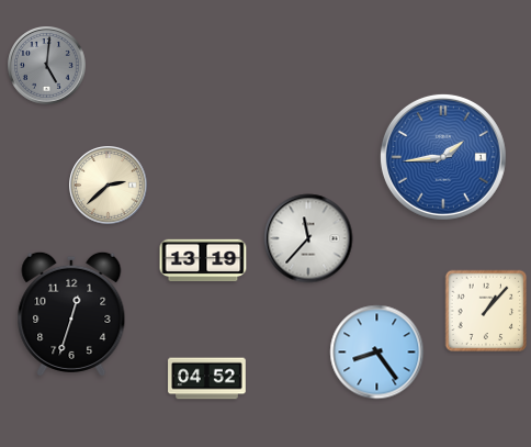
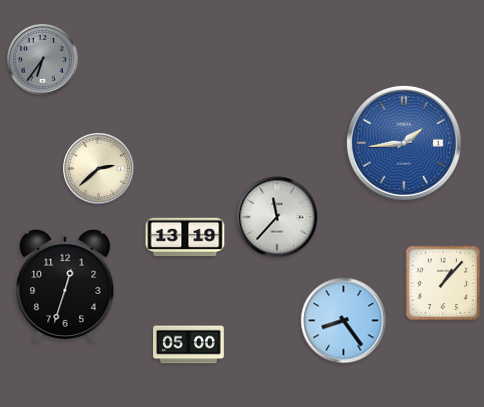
clock at (47, 66): 5:01 -> 6:36
clock at (308, 238) position: (308, 238) -> (277, 217)
clock at (207, 379): 04:52 -> 05:00
